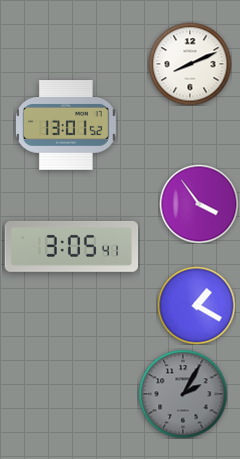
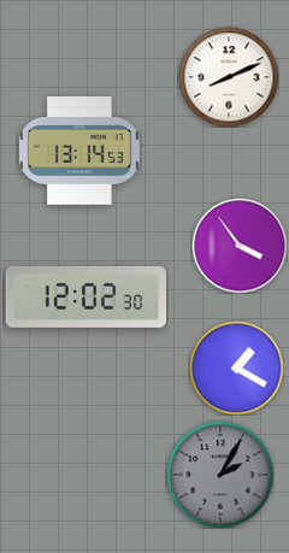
clock at (67, 126): 13:01 -> 13:14
clock at (72, 246): 3:05 -> 12:02
